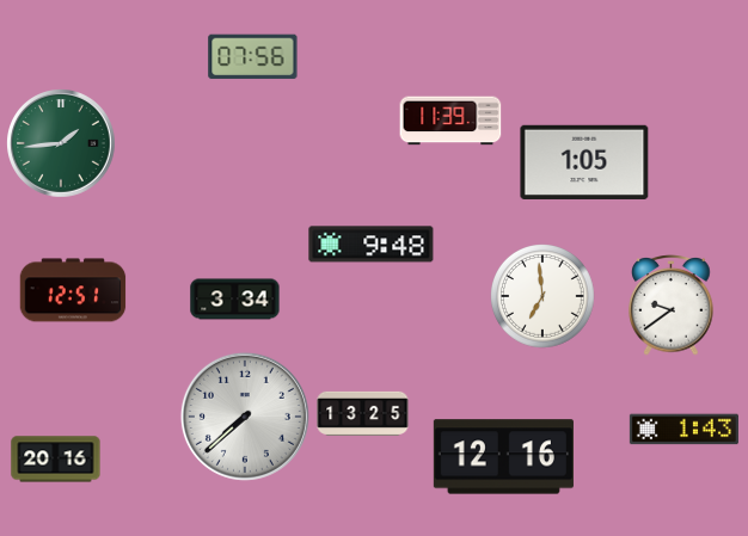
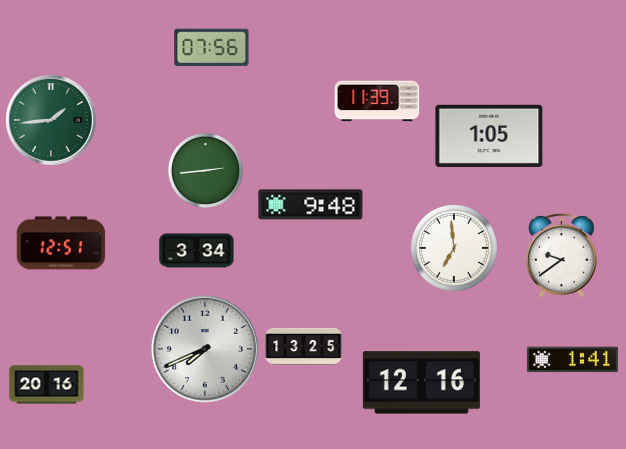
clock at (205, 170): none -> 2:44
clock at (245, 417): 7:38 -> 7:41
clock at (683, 430): 1:43 -> 1:41
